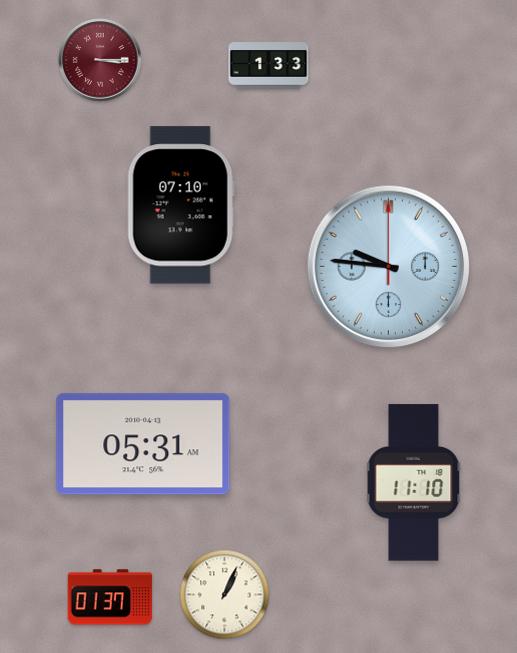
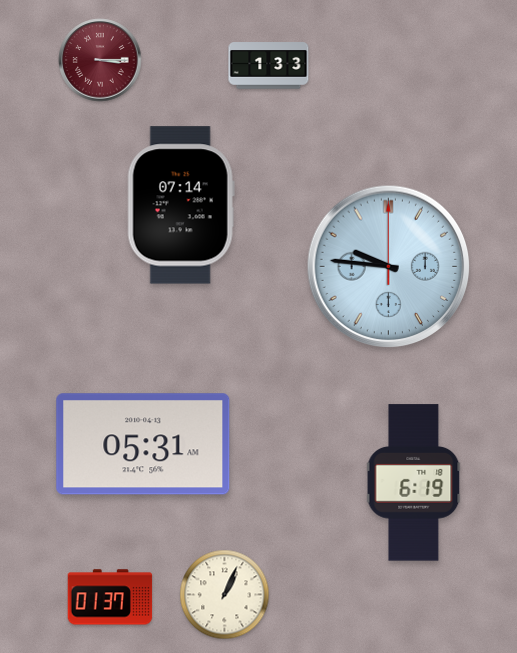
clock at (181, 205): 07:10 -> 07:14
clock at (414, 483): 11:10 -> 6:19
